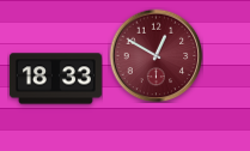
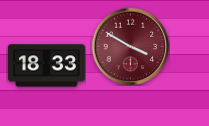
clock at (156, 55): 12:50 -> 3:50
